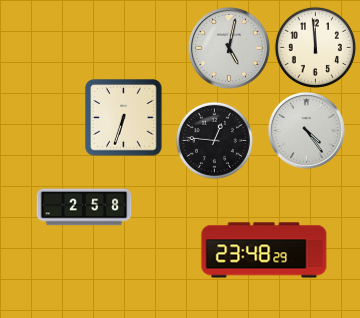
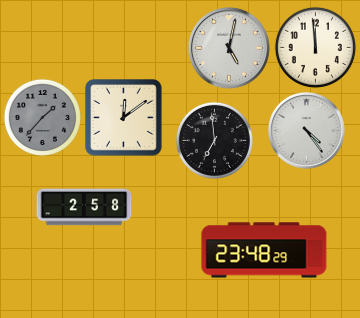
clock at (42, 117): none -> 1:37
clock at (124, 118): 6:33 -> 12:09
clock at (214, 140): 12:46 -> 6:59
